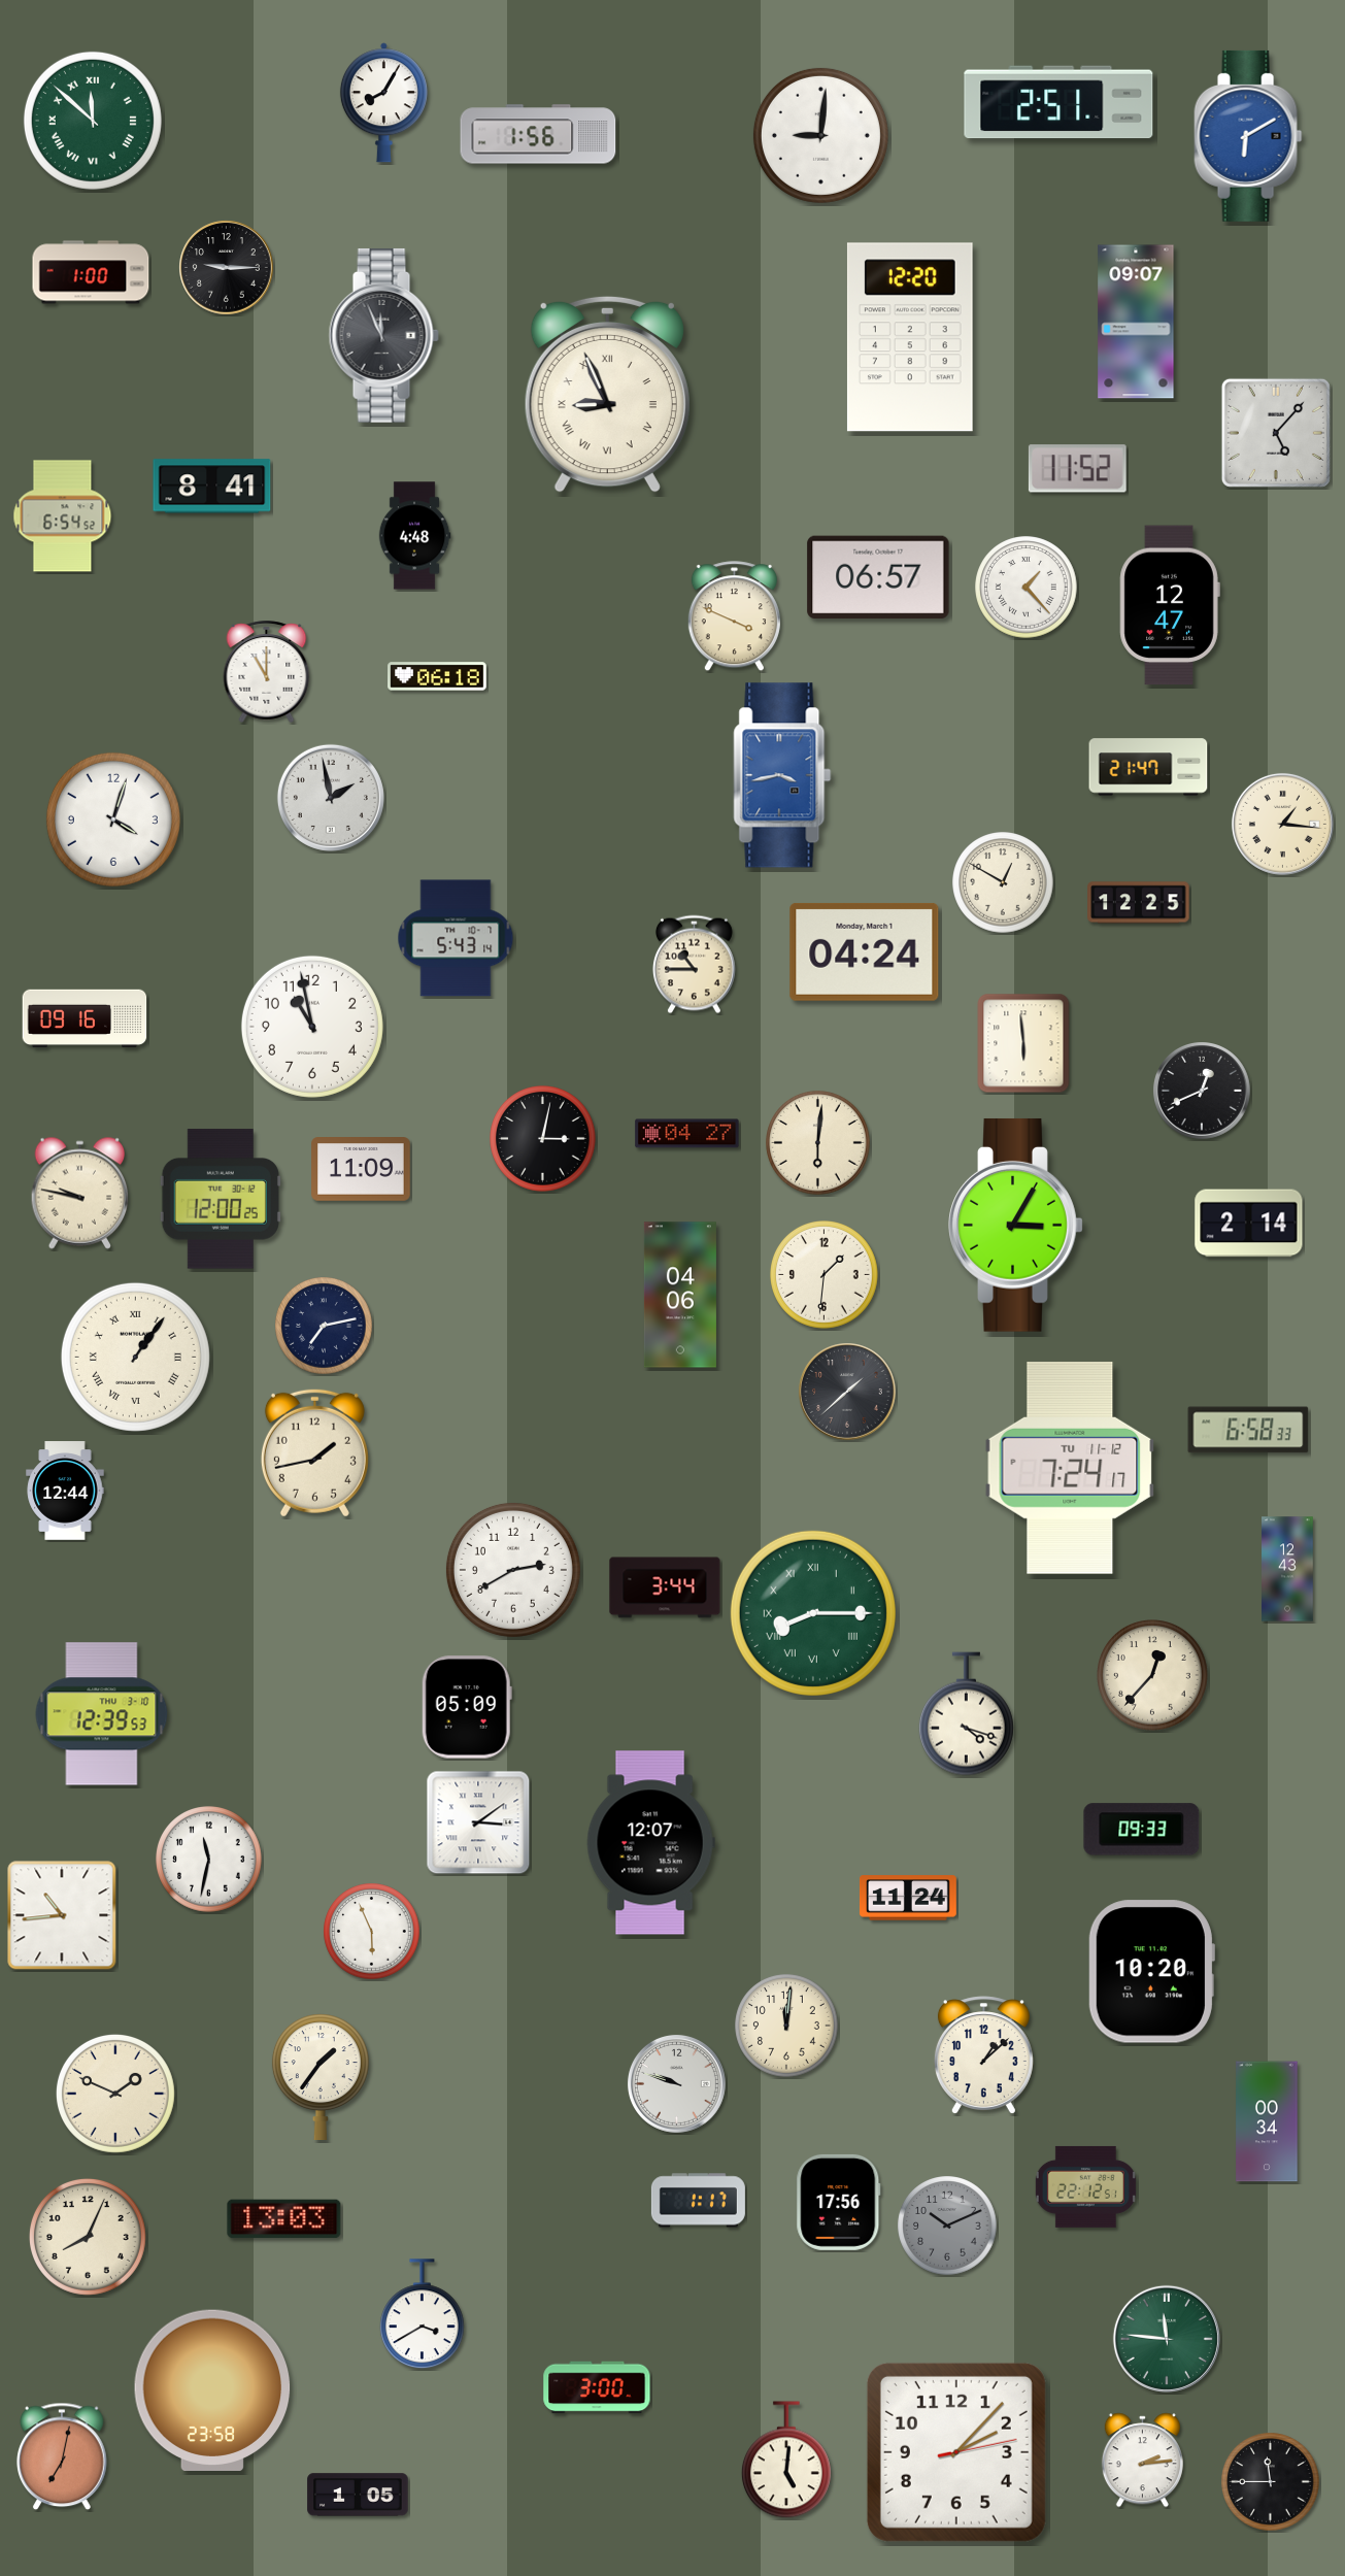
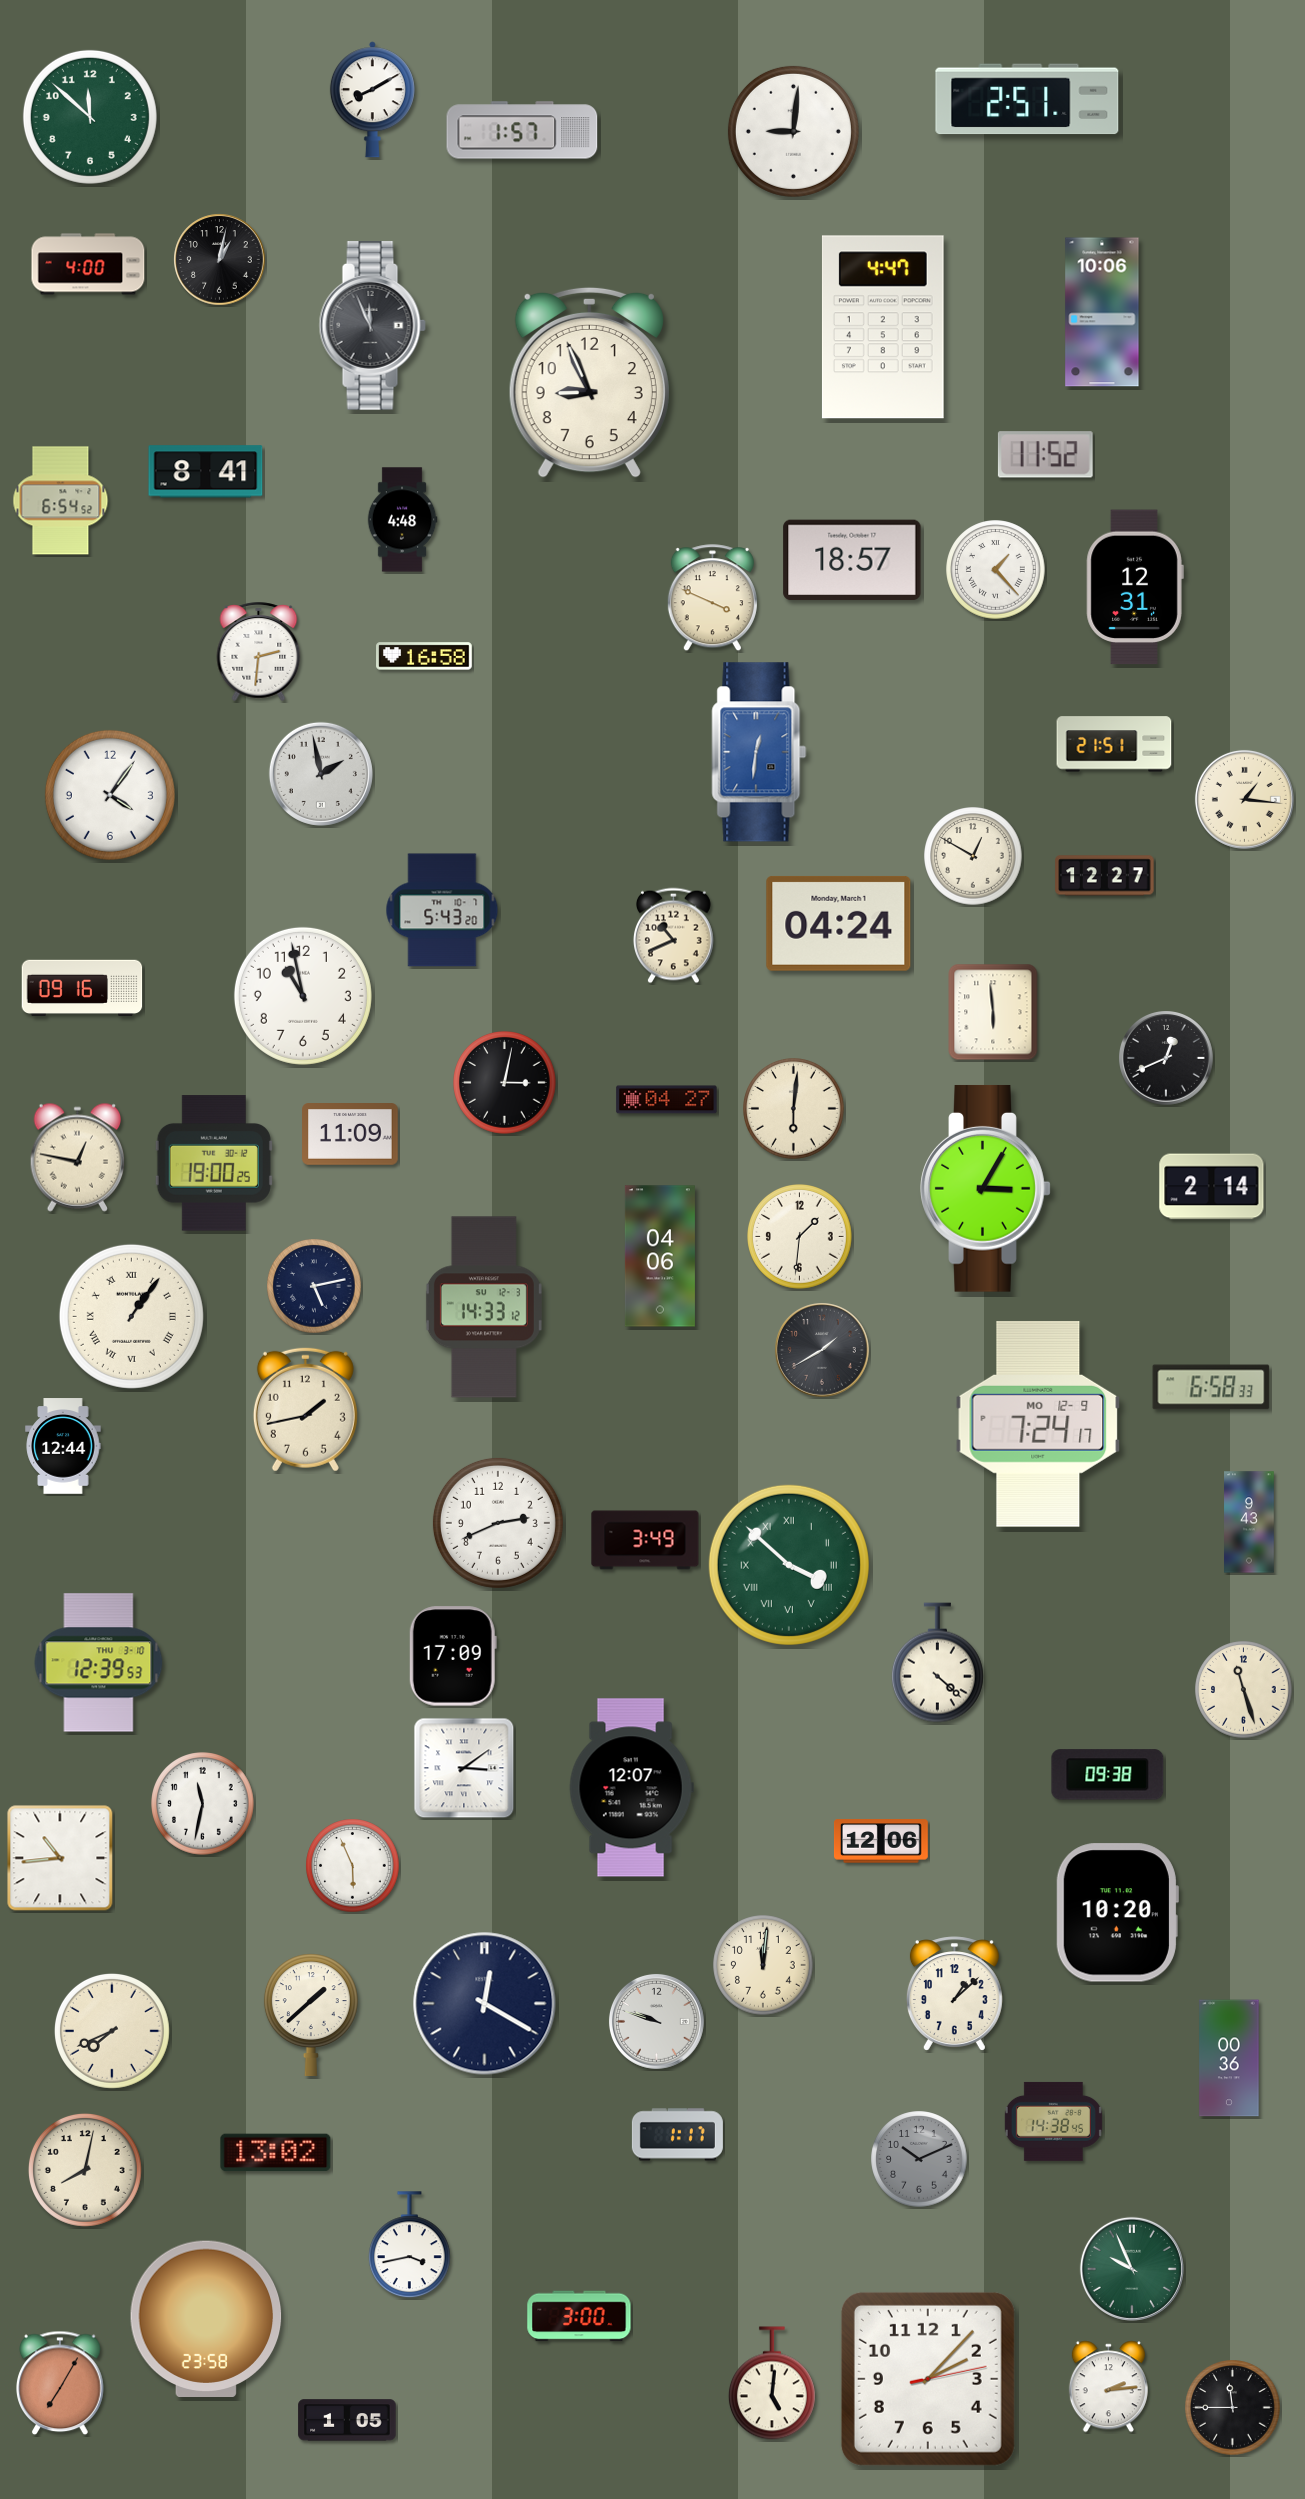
clock at (383, 103): 8:05 -> 8:10
clock at (93, 121) numerals: Roman -> Arabic
clock at (538, 134): 1:56 -> 1:57
clock at (820, 135) position: (820, 135) -> (793, 131)
clock at (1248, 136): 6:10 -> none
clock at (227, 268): 9:15 -> 1:02
clock at (91, 272): 1:00 -> 4:00
clock at (1136, 322): 09:07 -> 10:06
clock at (910, 337): 12:20 -> 4:47
clock at (607, 394) numerals: Roman -> Arabic
clock at (1276, 433): 5:07 -> none
clock at (878, 577): 06:57 -> 18:57
clock at (1170, 605): 12:47 -> 12:31
clock at (267, 671): 11:00 -> 2:31
clock at (437, 676): 06:18 -> 16:58
clock at (1148, 767): 21:47 -> 21:51
clock at (782, 775): 3:43 -> 12:31
clock at (113, 819): 4:03 -> 4:06
clock at (1139, 903): 12:25 -> 12:27
clock at (456, 938): 5:43:14 -> 5:43:20
clock at (694, 965): 10:45 -> 10:41
clock at (543, 1139) position: (543, 1139) -> (505, 1083)
clock at (80, 1193): 9:47 -> 12:47
clock at (221, 1199): 12:00 -> 19:00
clock at (324, 1326): 7:13 -> 5:13
clock at (484, 1307): none -> 14:33
clock at (848, 1393): 1:38 -> 1:40
clock at (1070, 1468) date: TU 11-12 -> MO 12-9
clock at (1287, 1569): 12:43 -> 9:43
clock at (513, 1570): 2:40 -> 2:41
clock at (665, 1587): 3:44 -> 3:49
clock at (813, 1613): 8:15 -> 3:52
clock at (1153, 1676): 12:37 -> none
clock at (467, 1707): 05:09 -> 17:09
clock at (966, 1714): 4:18 -> 4:22
clock at (1244, 1690): none -> 11:27
clock at (1142, 1830): 09:33 -> 09:38
clock at (908, 1898): 11:24 -> 12:06
clock at (372, 1932) position: (372, 1932) -> (353, 1866)
clock at (485, 2004): none -> 12:20
clock at (321, 2076): 1:36 -> 1:38
clock at (115, 2094): 1:49 -> 7:41
clock at (1267, 2121): 00:34 -> 00:36
clock at (1085, 2186): 22:12 -> 14:38
clock at (839, 2202): 17:56 -> none
clock at (284, 2219): 13:03 -> 13:02
clock at (88, 2237): 8:04 -> 8:02
clock at (422, 2314): 3:40 -> 3:43
clock at (1167, 2339): 11:46 -> 9:56
clock at (63, 2456): 7:02 -> 7:05
clock at (786, 2460) position: (786, 2460) -> (772, 2383)
